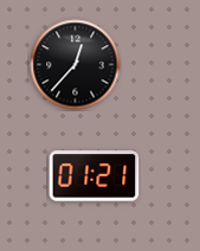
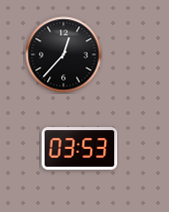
clock at (95, 176): 01:21 -> 03:53
